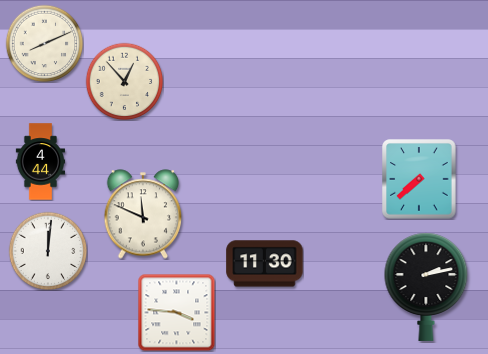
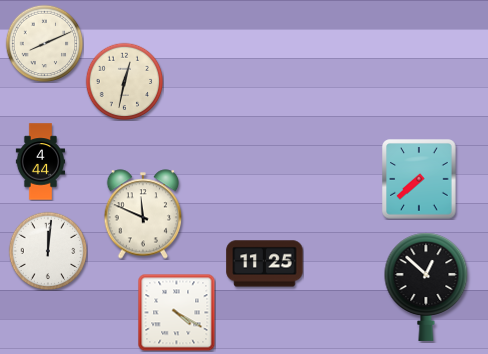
clock at (124, 81): 12:53 -> 12:32
clock at (265, 264): 11:30 -> 11:25
clock at (426, 287): 2:13 -> 12:52
clock at (176, 312): 3:46 -> 4:20
